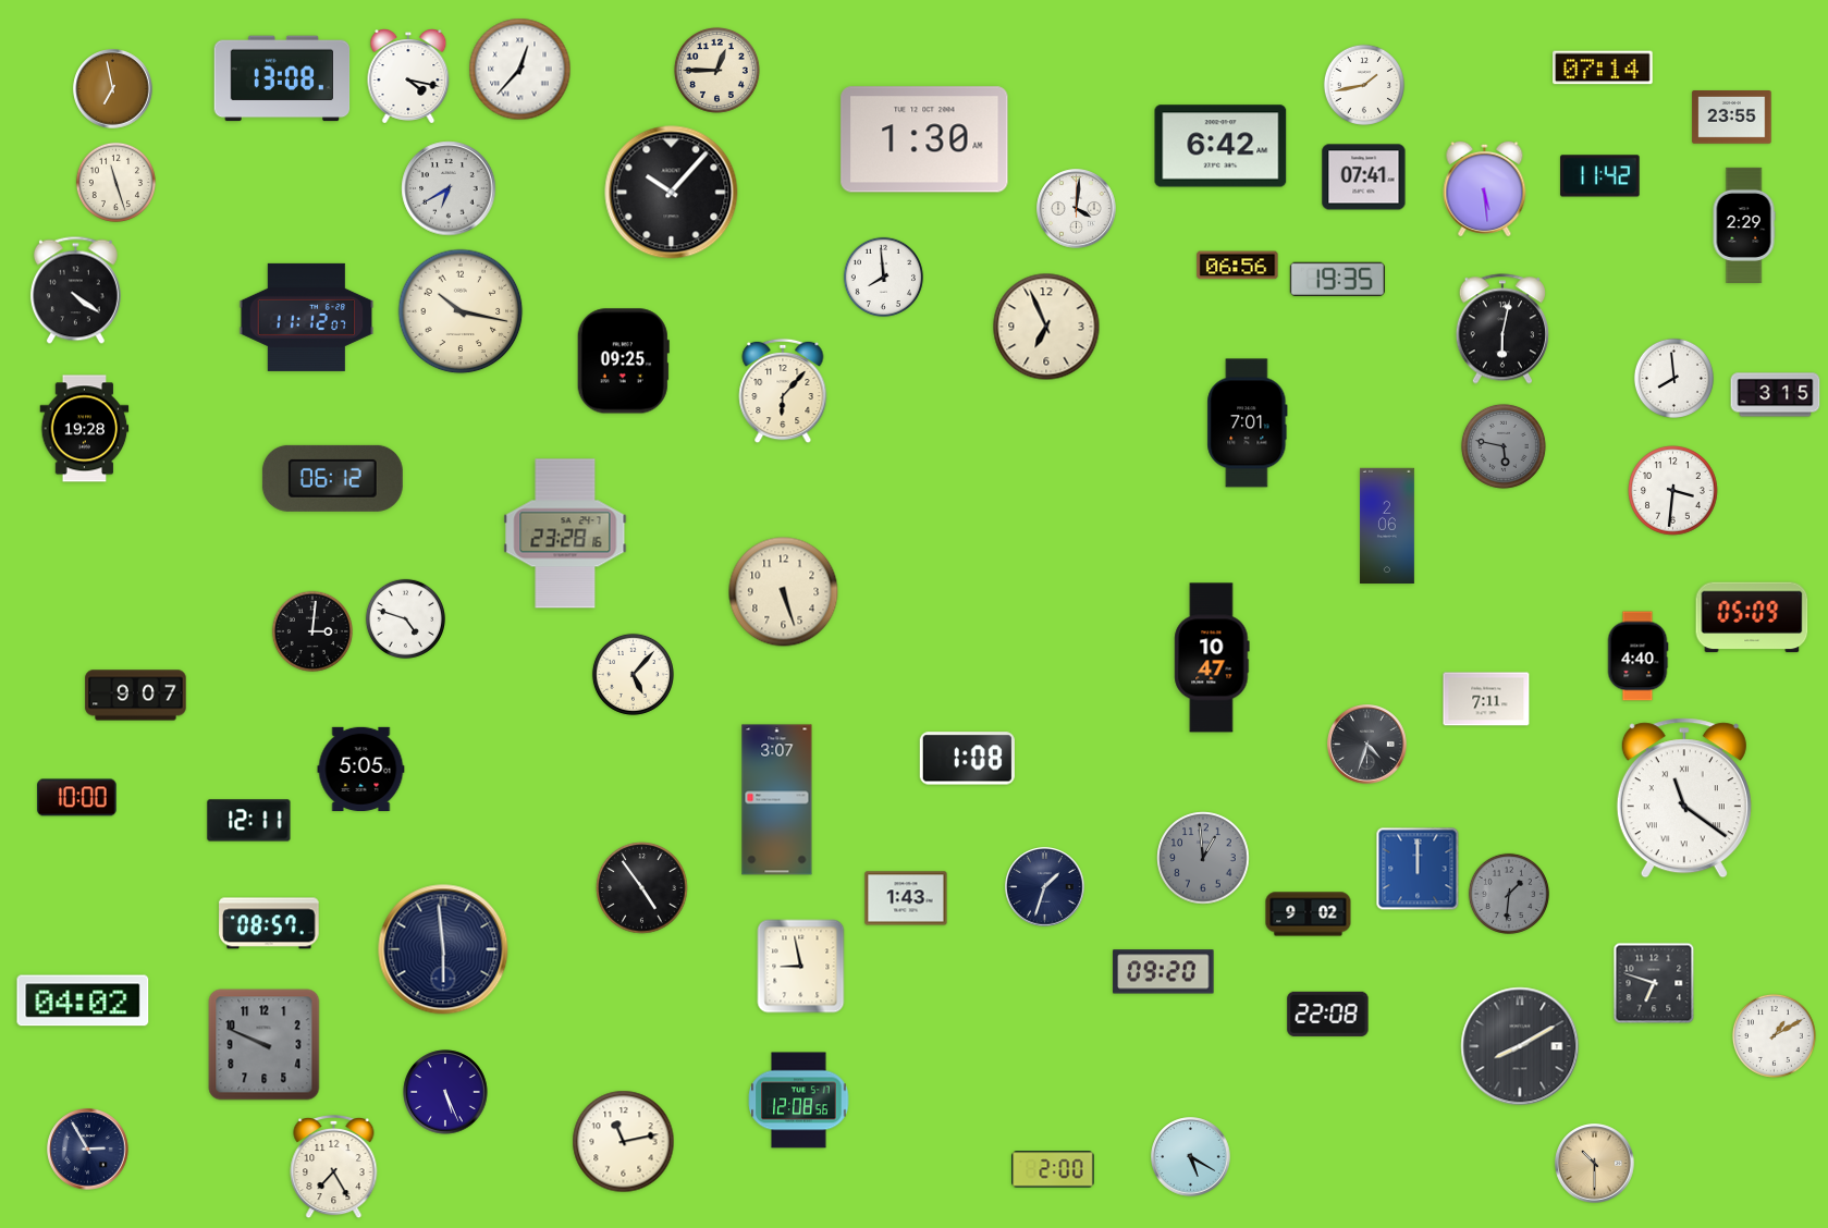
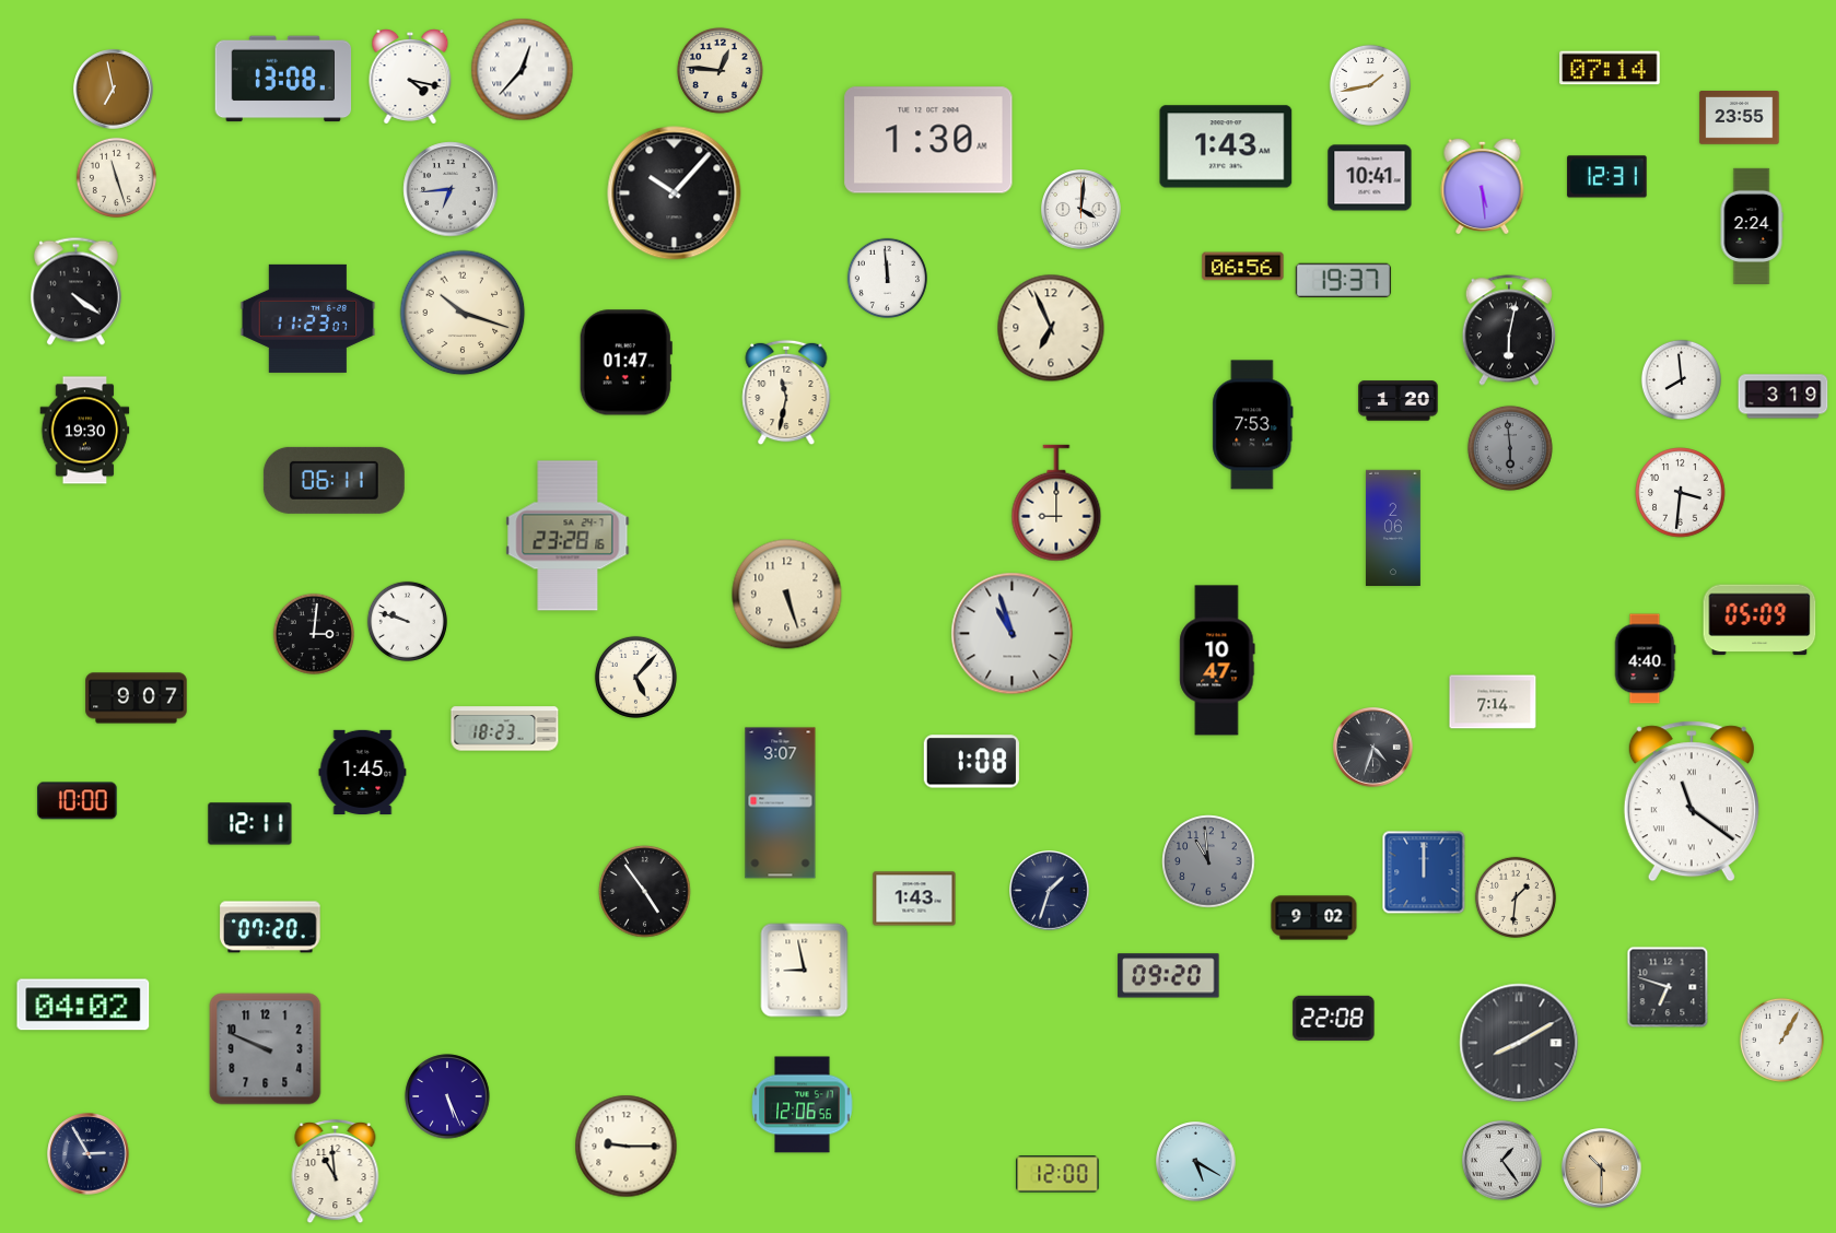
clock at (716, 70): 12:45 -> 12:46
clock at (1220, 146): 6:42 -> 1:43
clock at (1600, 176): 11:42 -> 12:31
clock at (1364, 177): 07:41 -> 10:41
clock at (115, 182) position: (115, 182) -> (116, 177)
clock at (449, 188): 6:40 -> 6:44
clock at (1485, 188) position: (1485, 188) -> (1483, 186)
clock at (1744, 224): 2:29 -> 2:24
clock at (883, 277): 7:59 -> 11:59
clock at (1337, 279): 19:35 -> 19:37
clock at (461, 311): 10:17 -> 10:18
clock at (307, 317): 11:12 -> 11:23
clock at (623, 361): 09:25 -> 01:47
clock at (783, 391): 6:07 -> 11:32
clock at (1776, 395): 3:15 -> 3:19
clock at (1399, 401): none -> 1:20
clock at (1248, 423): 7:01 -> 7:53
clock at (85, 429): 19:28 -> 19:30
clock at (1504, 446): 5:47 -> 5:59
clock at (332, 478): 06:12 -> 06:11
clock at (1056, 503): none -> 9:00
clock at (405, 618): 4:48 -> 9:48
clock at (1013, 634): none -> 10:57
clock at (1486, 699): 7:11 -> 7:14
clock at (505, 729): none -> 18:23
clock at (361, 769): 5:05 -> 1:45
clock at (1203, 858): 12:59 -> 10:59
clock at (1509, 894) dial: grey -> cream
clock at (906, 898) position: (906, 898) -> (914, 899)
clock at (269, 923): 08:57 -> 07:20
clock at (443, 949): 5:59 -> none
clock at (1654, 983) position: (1654, 983) -> (1668, 987)
clock at (1774, 1035): 1:10 -> 1:05
clock at (1520, 1046) position: (1520, 1046) -> (1519, 1043)
clock at (799, 1101): 12:08 -> 12:06
clock at (624, 1142): 11:13 -> 9:15
clock at (1502, 1161): none -> 1:24
clock at (334, 1167): 7:25 -> 10:59
clock at (1053, 1169): 2:00 -> 12:00
